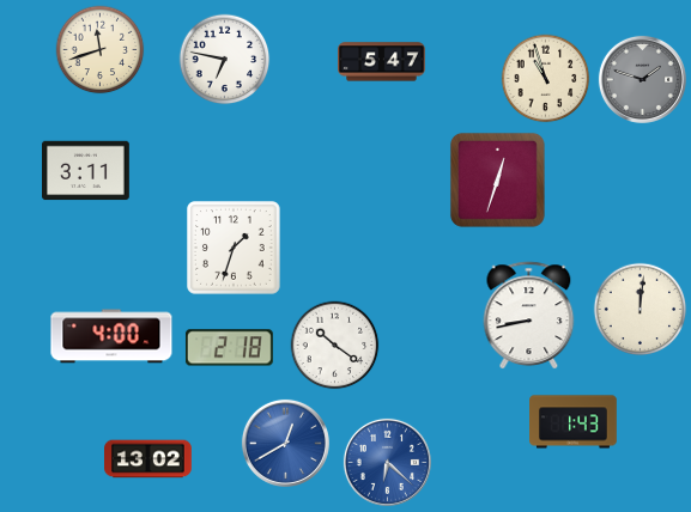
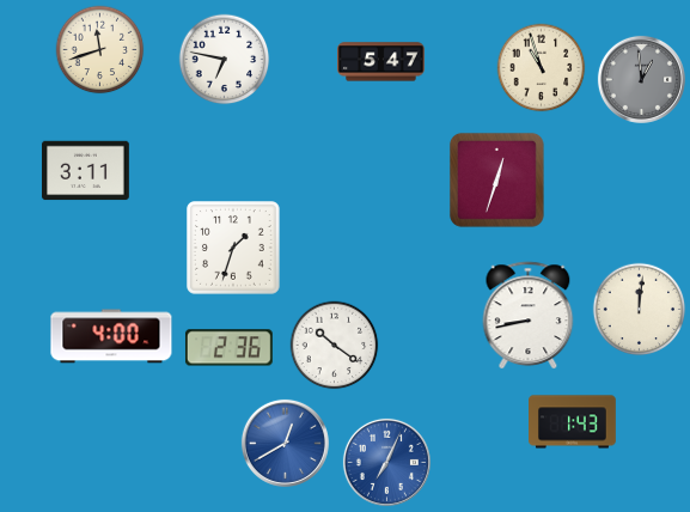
clock at (546, 79) position: (546, 79) -> (542, 68)
clock at (642, 79): 1:48 -> 12:59
clock at (229, 348): 2:18 -> 2:36
clock at (148, 459): 13:02 -> none
clock at (387, 462): 6:22 -> 7:04
